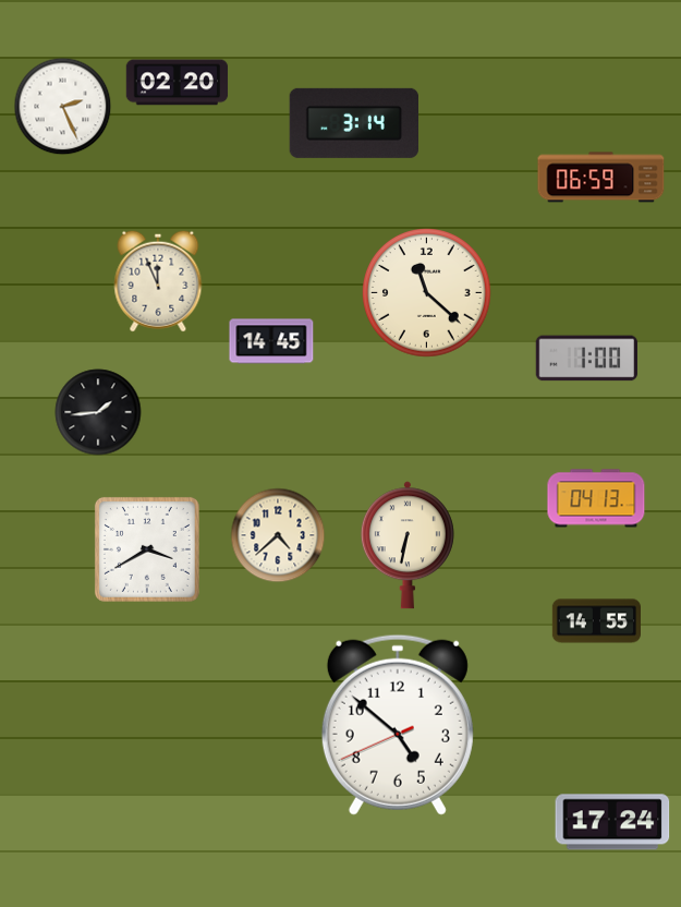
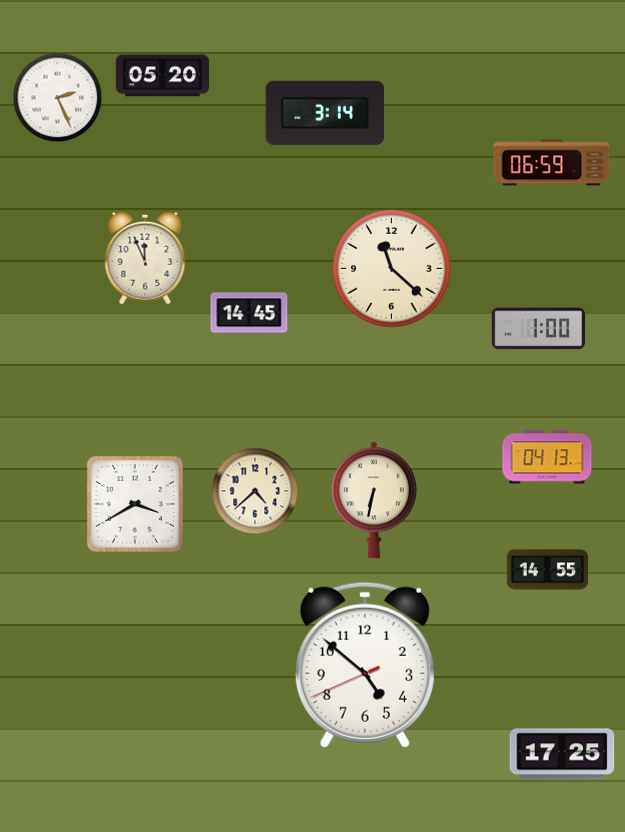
clock at (178, 83): 02:20 -> 05:20
clock at (98, 412): 1:44 -> none
clock at (612, 822): 17:24 -> 17:25
